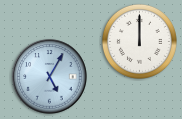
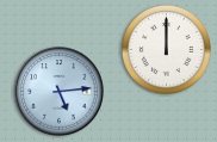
clock at (50, 77): 5:05 -> 5:14
